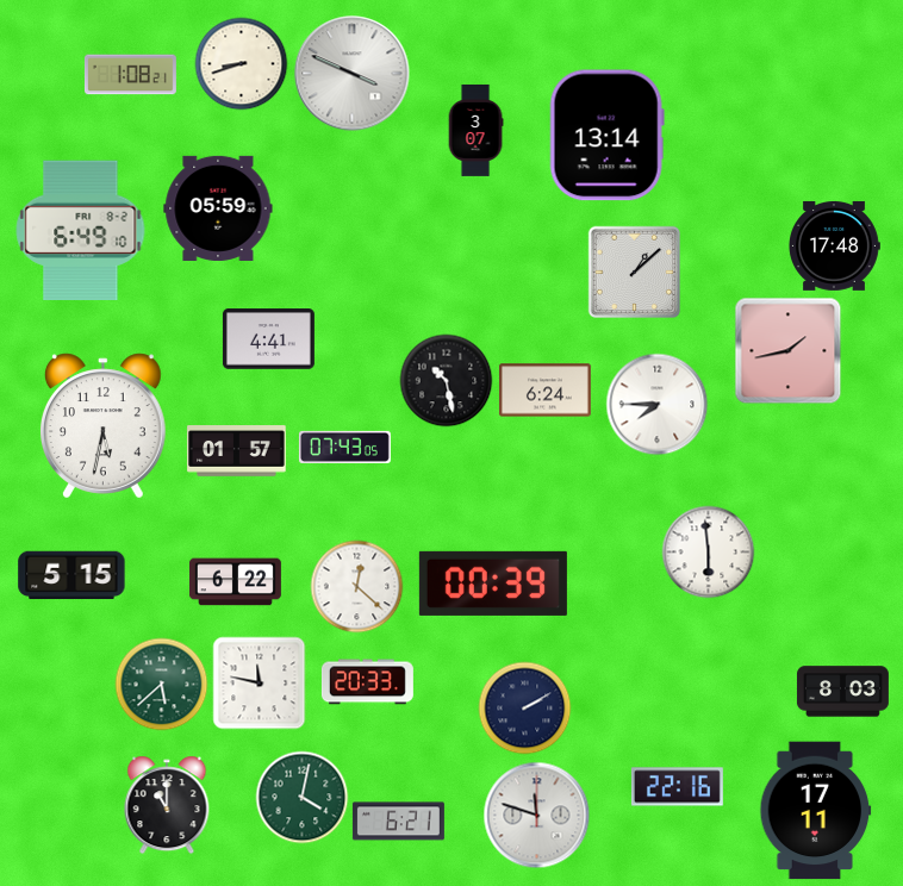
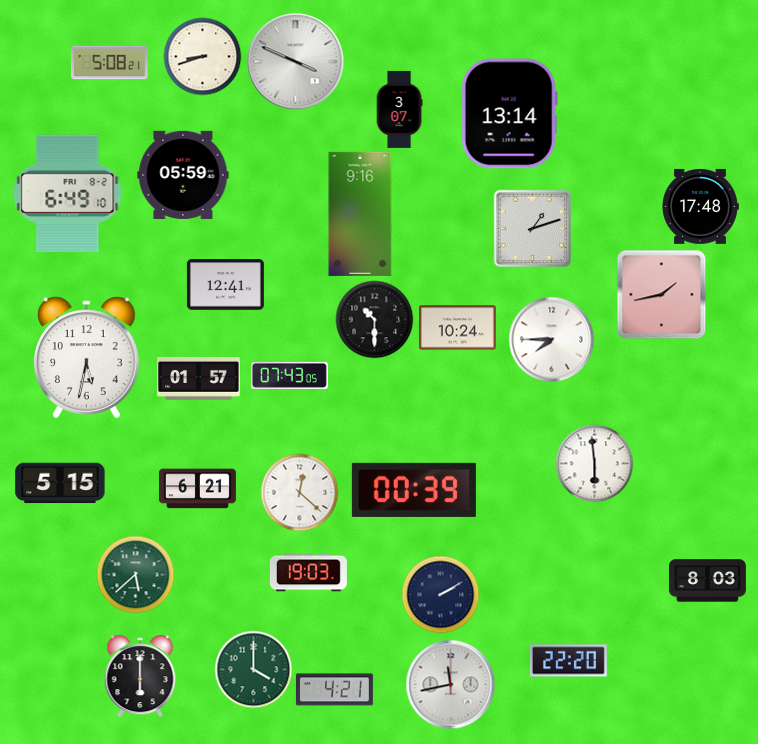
clock at (241, 63) position: (241, 63) -> (202, 56)
clock at (130, 75): 1:08 -> 5:08
clock at (360, 214): none -> 9:16
clock at (634, 272): 1:08 -> 1:12
clock at (268, 339): 4:41 -> 12:41
clock at (446, 380): 10:28 -> 10:30
clock at (544, 391): 6:24 -> 10:24
clock at (235, 582): 6:22 -> 6:21
clock at (259, 682): 11:47 -> none
clock at (367, 682): 20:33 -> 19:03
clock at (677, 787): 22:16 -> 22:20
clock at (301, 797): 4:02 -> 4:00
clock at (167, 805): 11:00 -> 6:00
clock at (816, 811): 17:11 -> none
clock at (536, 815): 11:48 -> 11:43
clock at (398, 822): 6:21 -> 4:21
